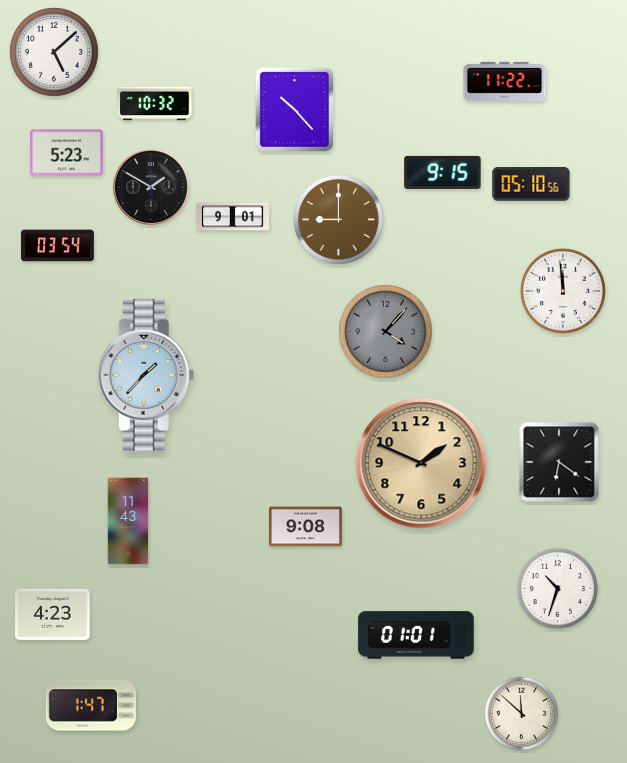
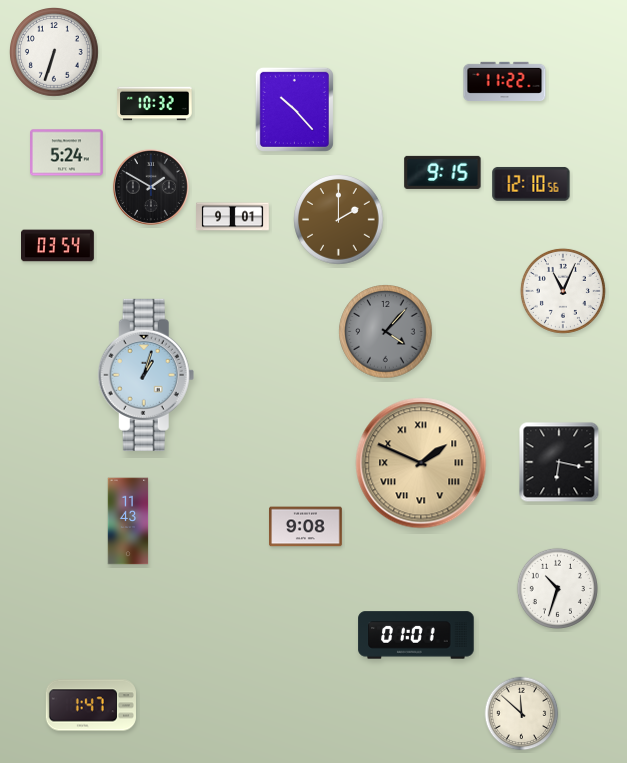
clock at (55, 53): 5:08 -> 6:33
clock at (67, 153): 5:23 -> 5:24
clock at (531, 184): 05:10 -> 12:10
clock at (339, 220): 9:00 -> 2:00
clock at (563, 291): 11:59 -> 11:04
clock at (146, 375): 1:37 -> 1:03
clock at (559, 462): 6:21 -> 6:17
clock at (421, 463) numerals: Arabic -> Roman
clock at (53, 614): 4:23 -> none
